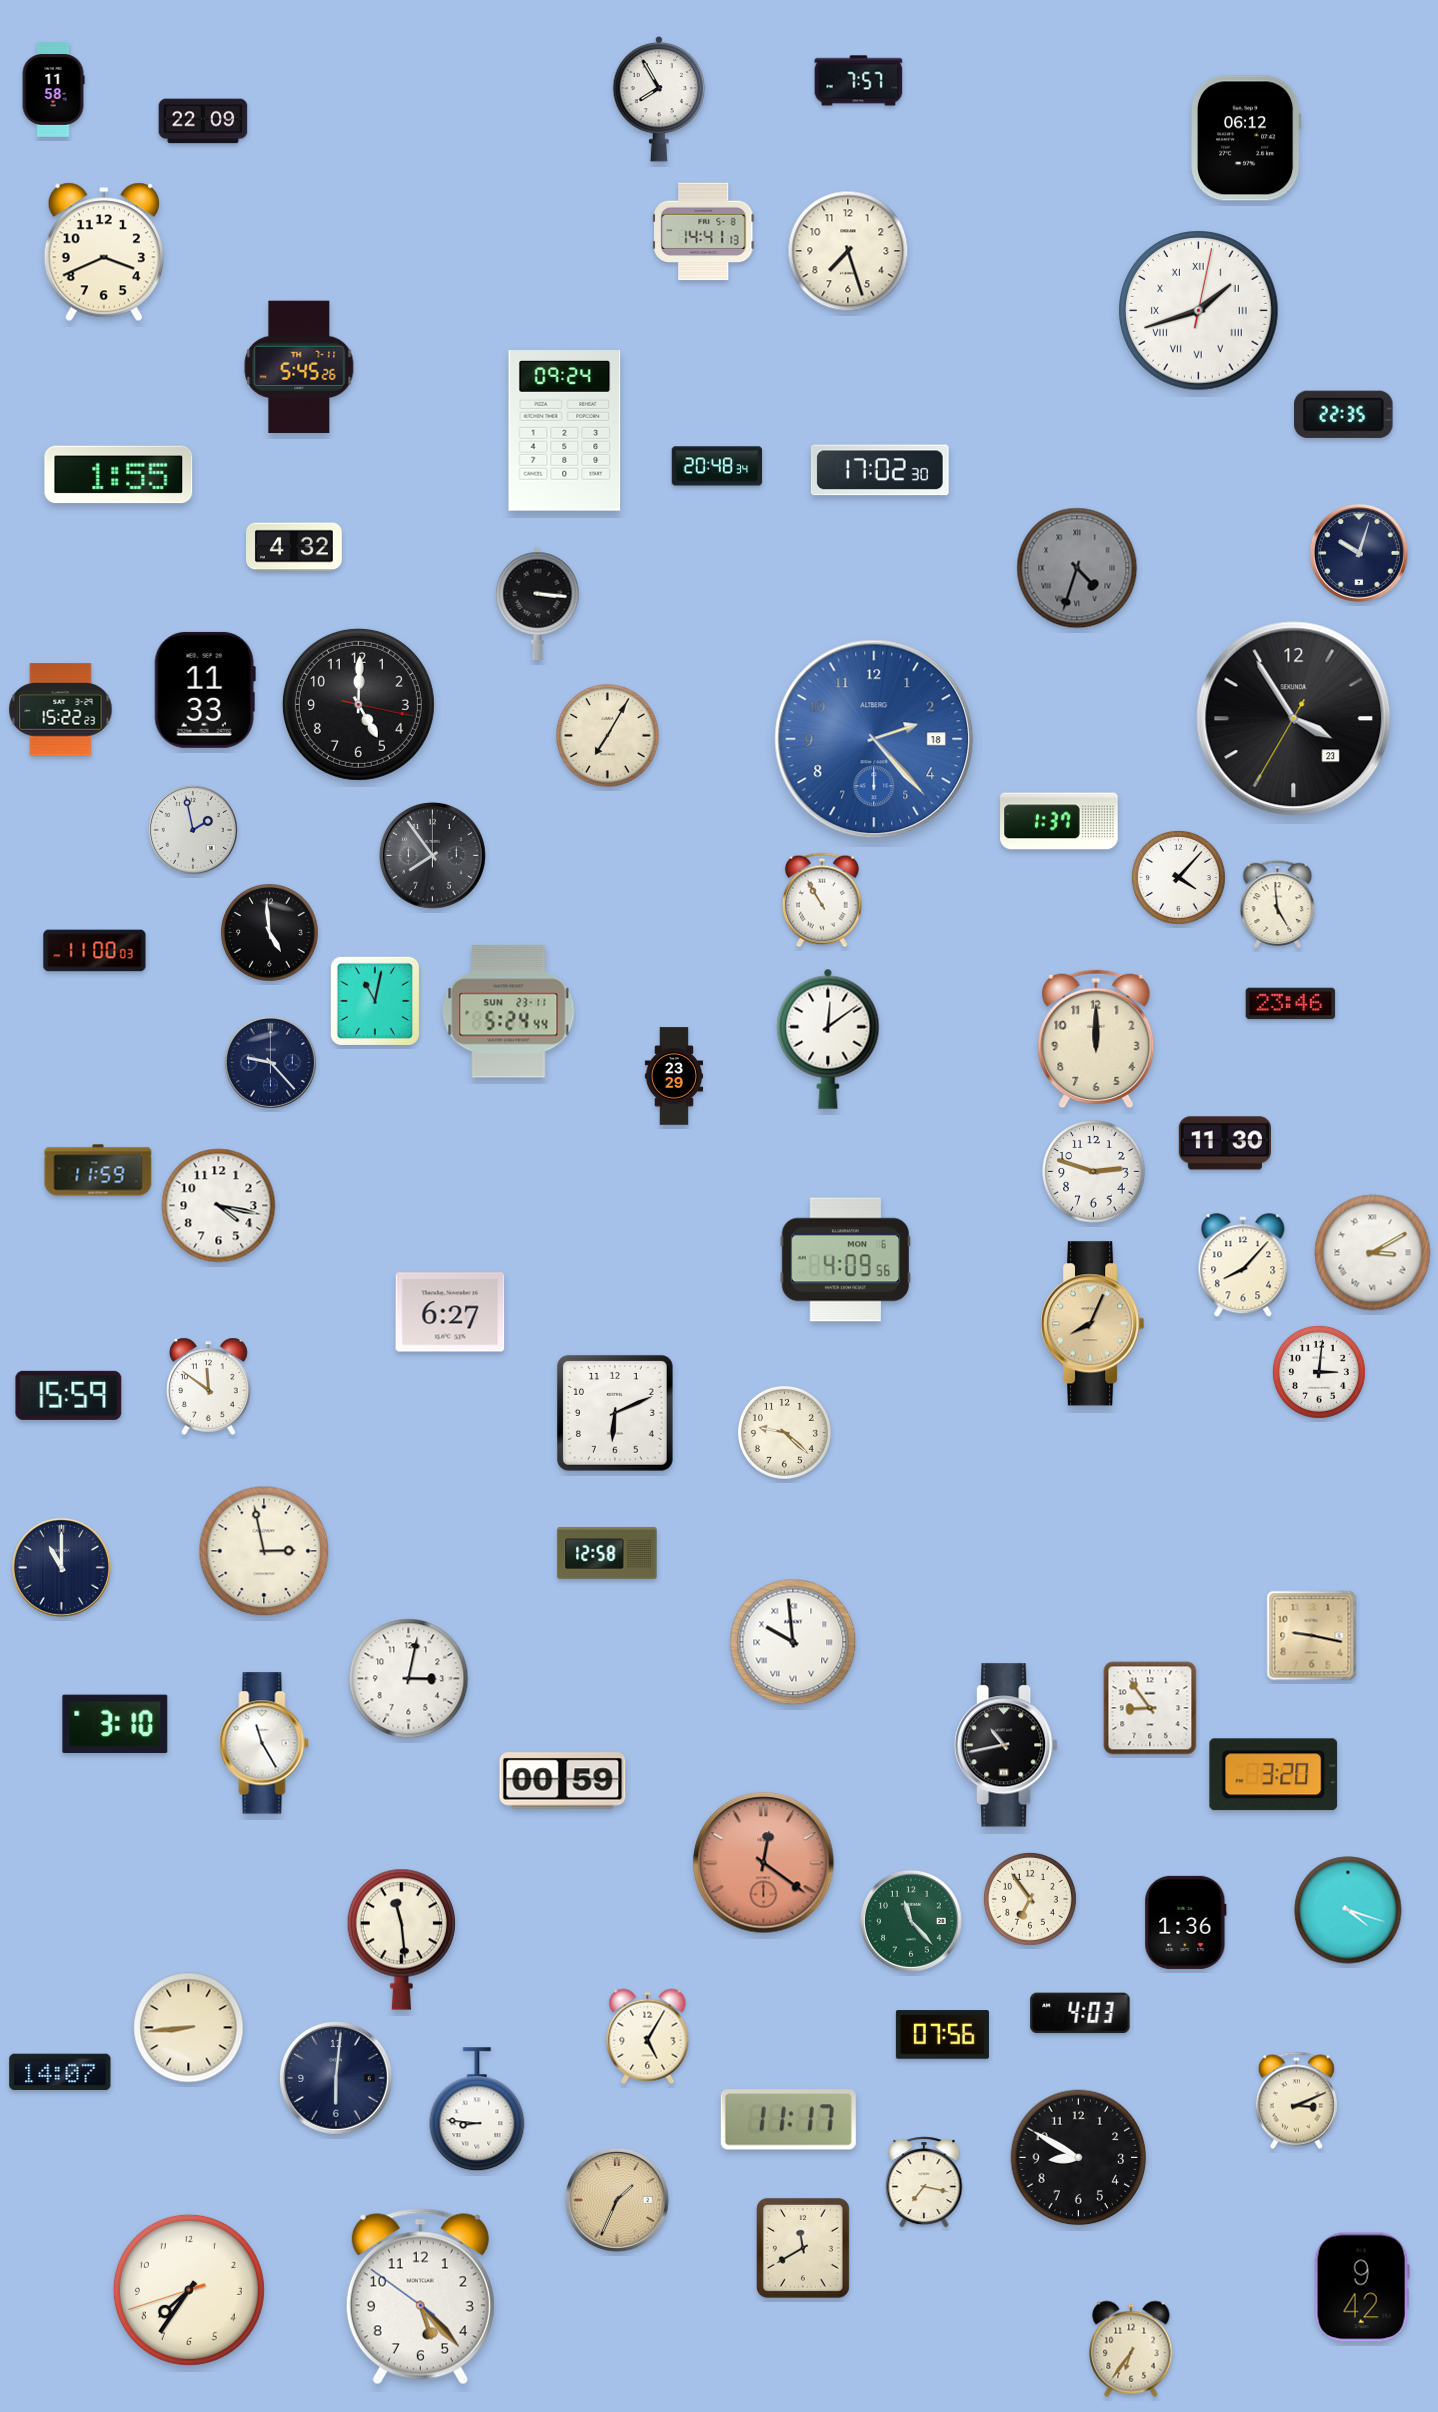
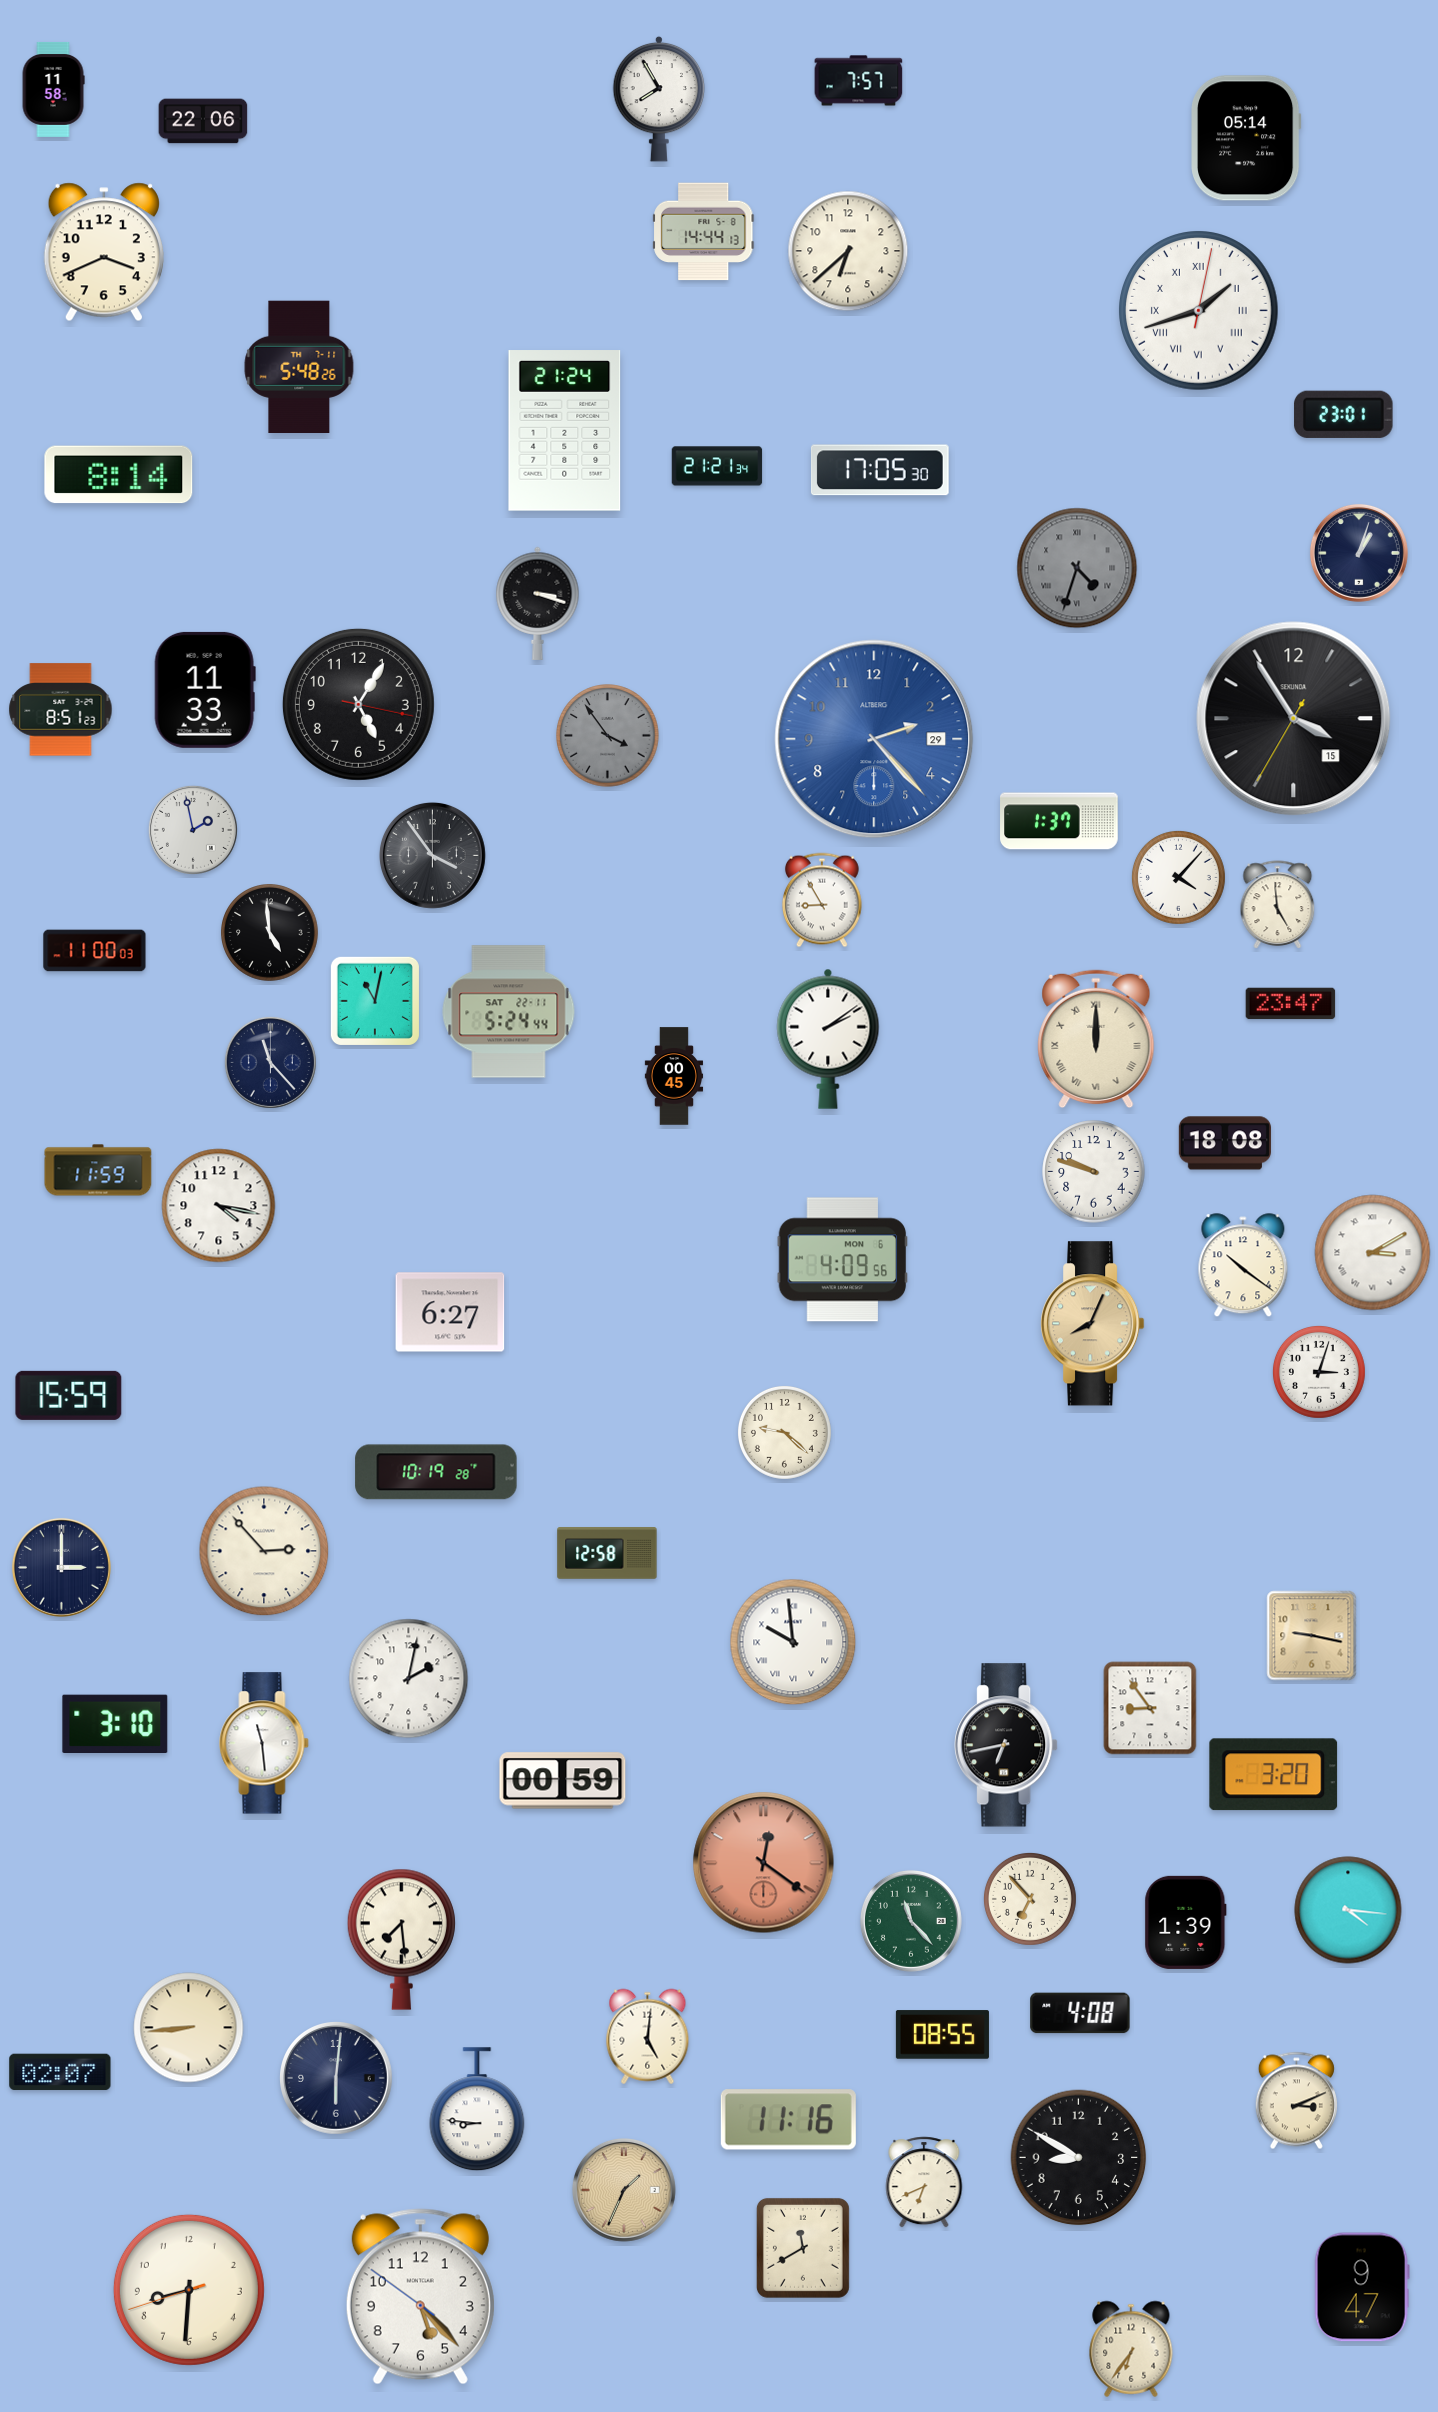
clock at (203, 121): 22:09 -> 22:06
clock at (1246, 138): 06:12 -> 05:14
clock at (704, 232): 14:41 -> 14:44
clock at (848, 251): 7:27 -> 6:38
clock at (299, 366): 5:45 -> 5:48
clock at (1344, 414): 22:35 -> 23:01
clock at (565, 431): 09:24 -> 21:24
clock at (717, 466): 20:48 -> 21:21
clock at (880, 470): 17:02 -> 17:05
clock at (119, 475): 1:55 -> 8:14
clock at (295, 547): 4:32 -> none
clock at (1359, 553): 10:03 -> 1:03
clock at (538, 603): 3:16 -> 3:18
clock at (358, 704): 5:00 -> 5:05
clock at (61, 710): 15:22 -> 8:51
clock at (1294, 719) date: 23 -> 15
clock at (608, 736): 7:05 -> 3:54
clock at (608, 736) dial: cream -> grey
clock at (874, 739) date: 18 -> 29
clock at (432, 855): 7:54 -> 3:54
clock at (823, 900): 10:55 -> 8:55
clock at (1291, 1004): 23:46 -> 23:47
clock at (509, 1012) date: SUN 23-11 -> SAT 22-11
clock at (828, 1039): 12:09 -> 2:09
clock at (1096, 1039) numerals: Arabic -> Roman
clock at (270, 1062): 9:23 -> 11:23
clock at (674, 1076): 23:29 -> 00:45
clock at (1225, 1143): 11:30 -> 18:08
clock at (1094, 1172): 2:48 -> 9:48
clock at (846, 1260) position: (846, 1260) -> (843, 1260)
clock at (1243, 1266): 8:07 -> 10:21
clock at (1319, 1372): 3:01 -> 3:03
clock at (209, 1386): 11:51 -> none
clock at (615, 1413): 6:11 -> none
clock at (436, 1472): none -> 10:19
clock at (264, 1551): 2:58 -> 2:53
clock at (61, 1567): 11:00 -> 3:00
clock at (409, 1679): 3:02 -> 2:02
clock at (264, 1743): 11:25 -> 11:29
clock at (1007, 1745): 10:43 -> 6:43
clock at (1030, 1899): 6:54 -> 6:53
clock at (1348, 1910): 4:18 -> 4:16
clock at (1186, 1922): 1:36 -> 1:39
clock at (401, 1939): 11:29 -> 7:29
clock at (1080, 2013): 4:03 -> 4:08
clock at (942, 2035): 07:56 -> 08:55
clock at (648, 2037): 5:05 -> 5:01
clock at (60, 2072): 14:07 -> 02:07
clock at (788, 2120): 11:17 -> 11:16
clock at (924, 2182): 7:17 -> 6:41
clock at (617, 2200) position: (617, 2200) -> (624, 2190)
clock at (1362, 2287): 9:42 -> 9:47
clock at (189, 2290): 7:35 -> 8:30
